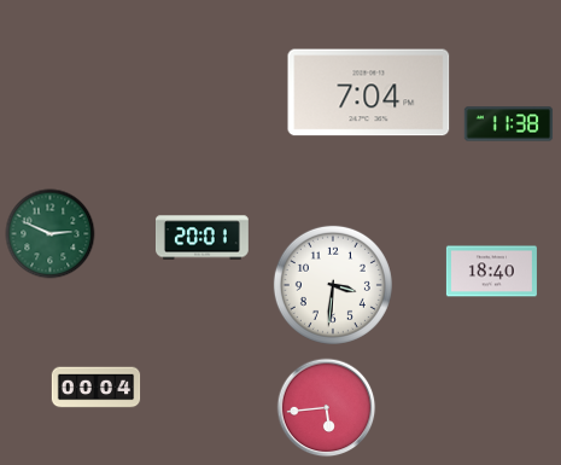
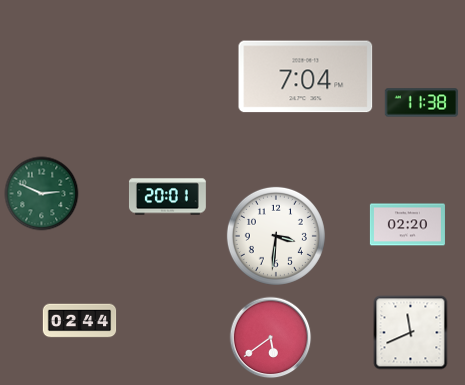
clock at (491, 272): 18:40 -> 02:20
clock at (97, 388): 00:04 -> 02:44
clock at (411, 333): none -> 11:41
clock at (327, 408): 5:44 -> 5:39
